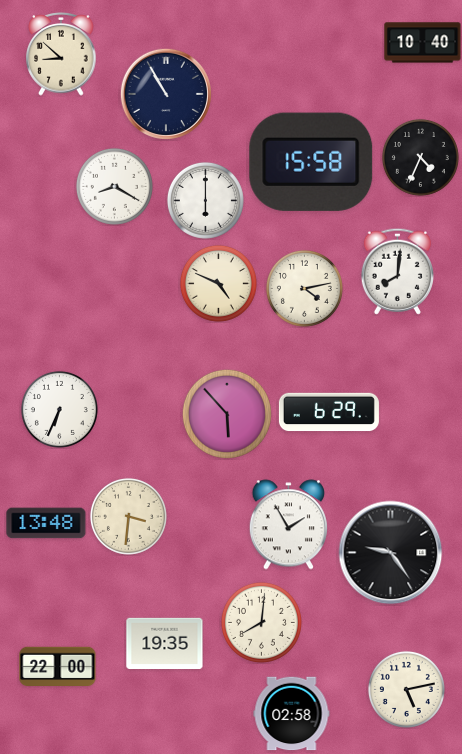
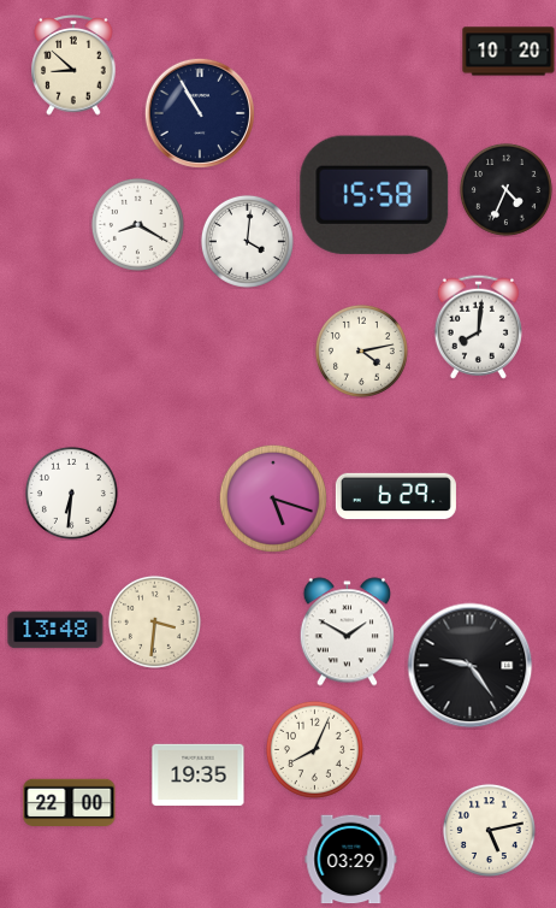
clock at (423, 43): 10:40 -> 10:20
clock at (205, 200): 6:00 -> 4:01
clock at (218, 283): 4:49 -> none
clock at (304, 288) position: (304, 288) -> (361, 350)
clock at (59, 409): 6:34 -> 6:31
clock at (227, 414): 5:53 -> 5:18
clock at (288, 525): 1:55 -> 1:50
clock at (261, 622): 8:01 -> 8:04
clock at (292, 714): 02:58 -> 03:29
